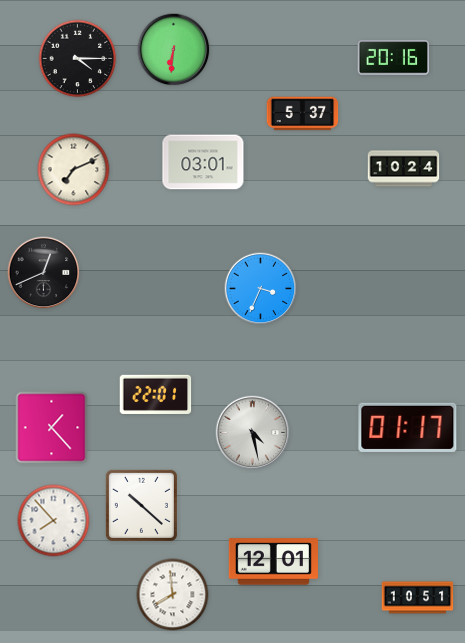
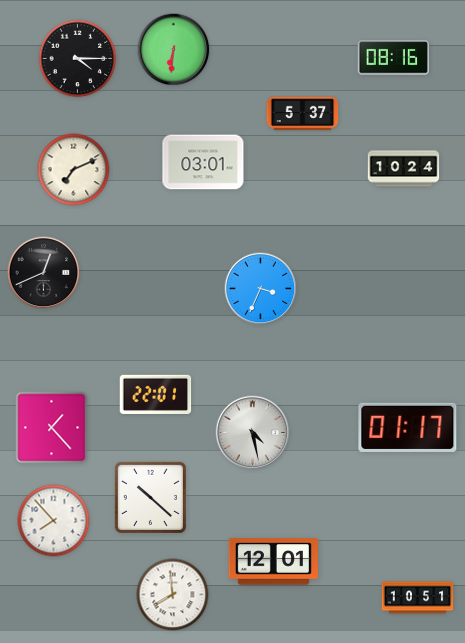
clock at (394, 58): 20:16 -> 08:16
clock at (141, 505) position: (141, 505) -> (150, 497)
